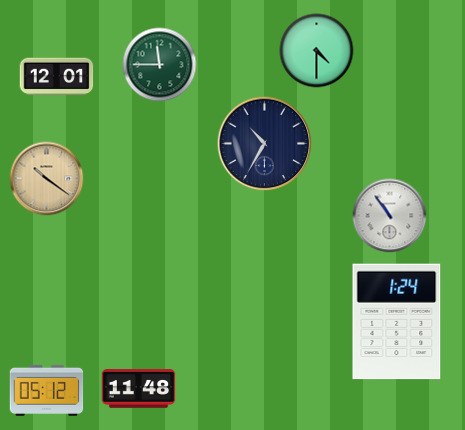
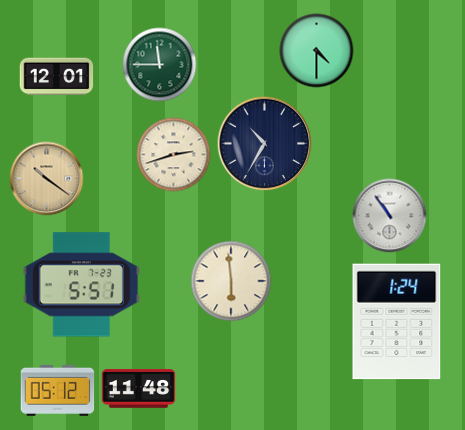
clock at (174, 155): none -> 2:42
clock at (231, 281): none -> 5:59
clock at (81, 285): none -> 5:51
clock at (47, 390) position: (47, 390) -> (58, 390)
